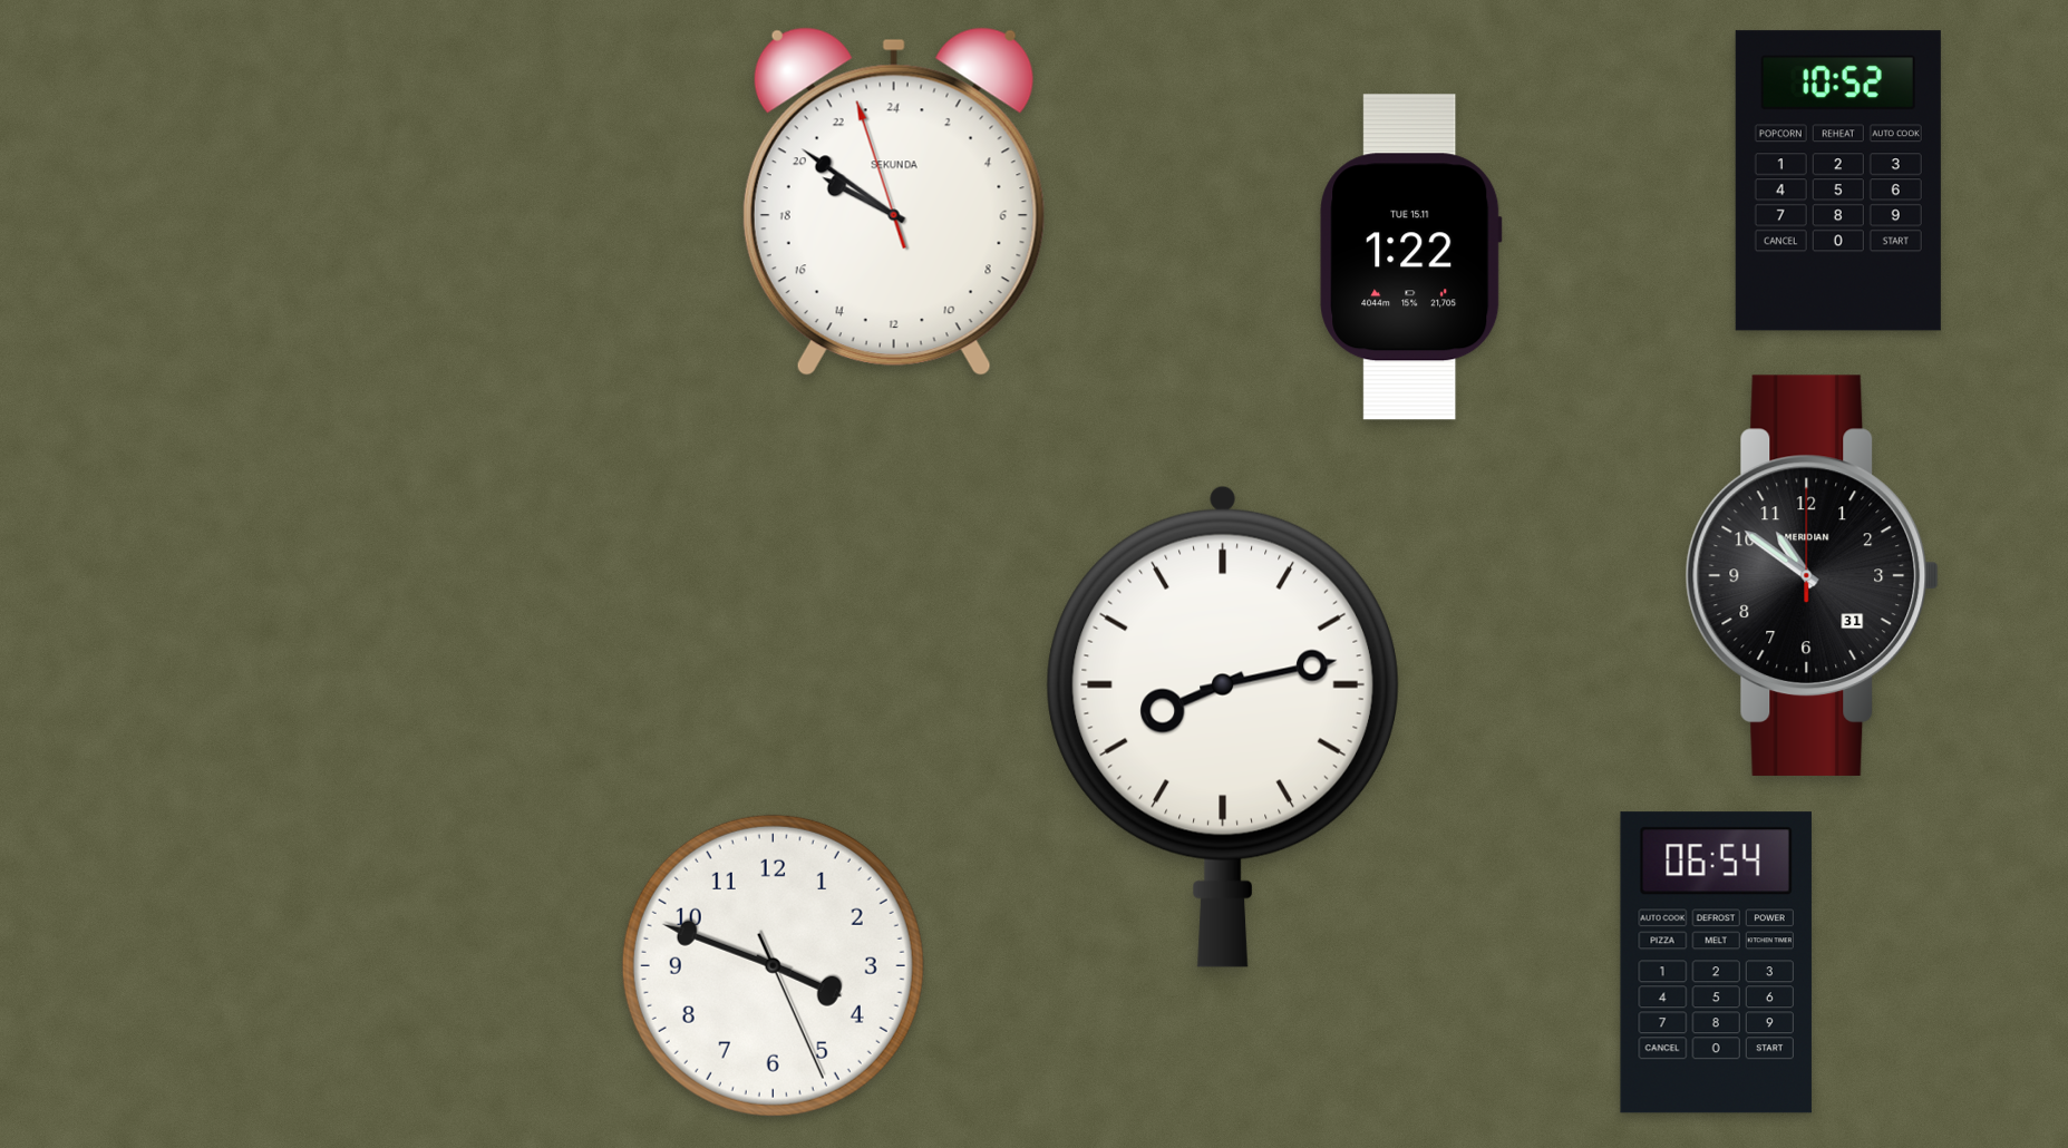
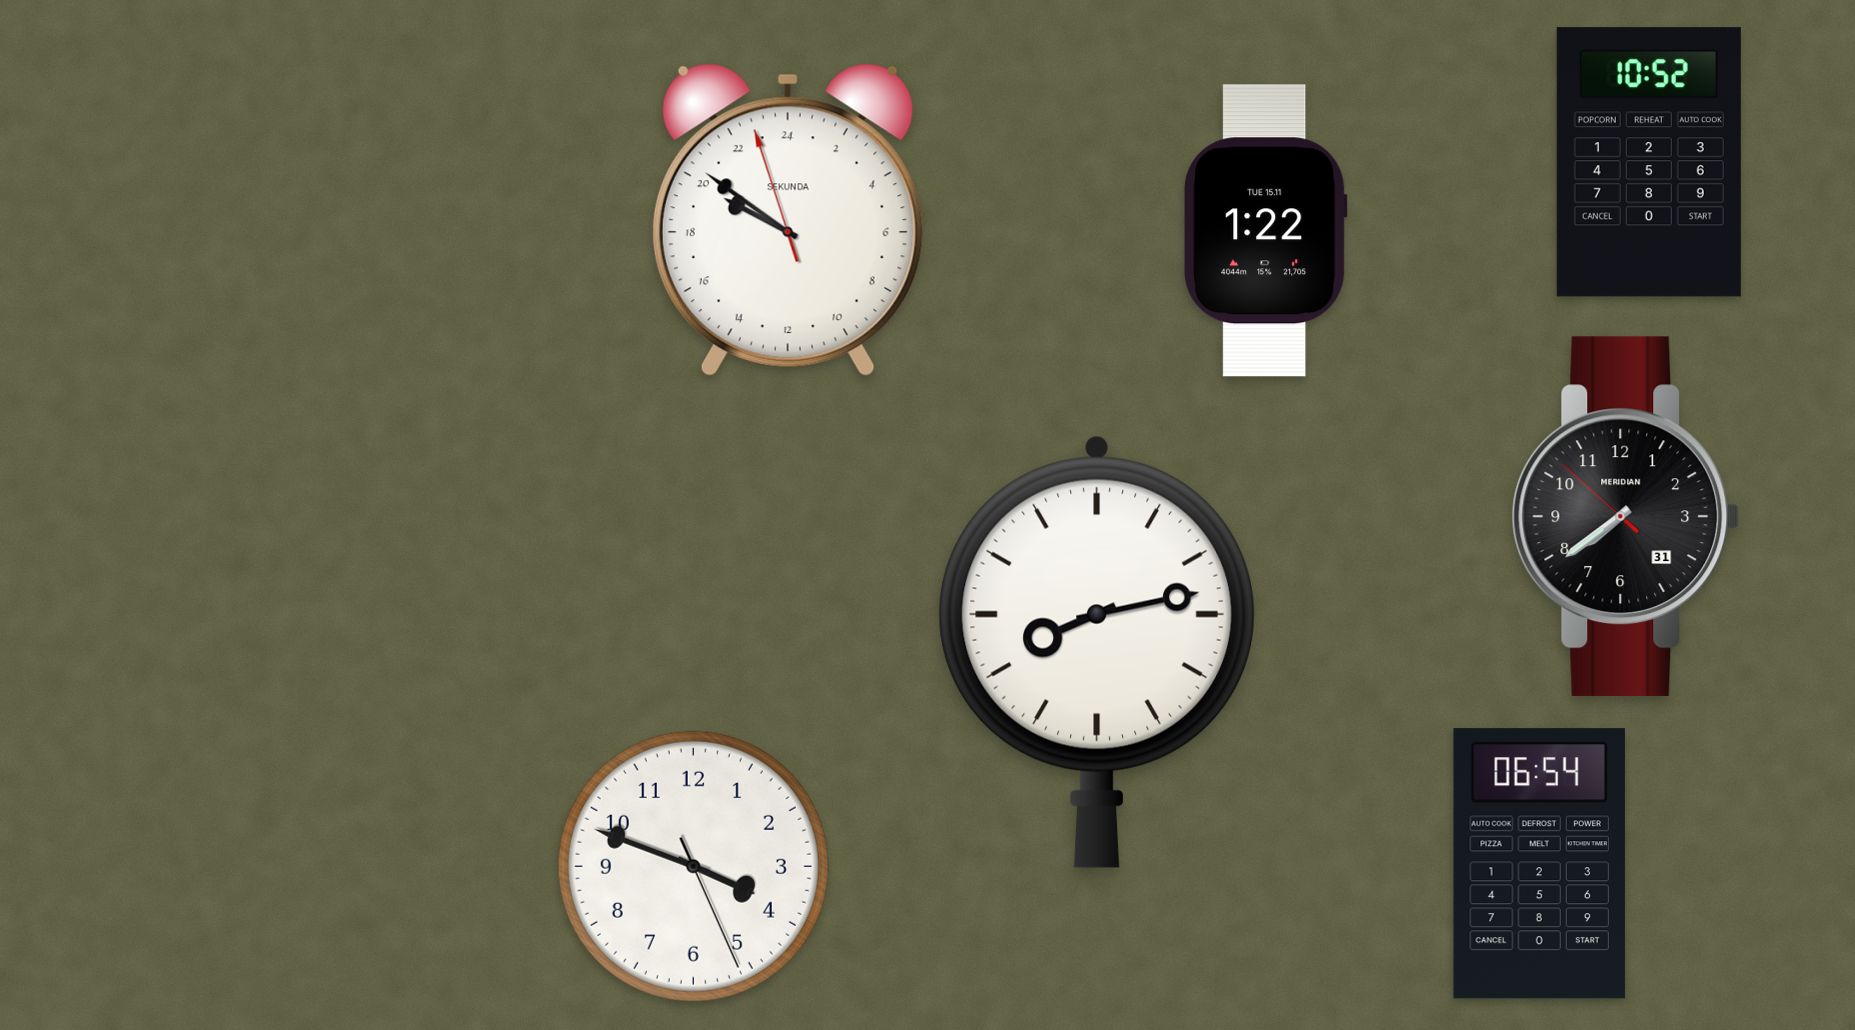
clock at (894, 202) position: (894, 202) -> (788, 220)
clock at (1813, 575): 10:51 -> 7:38
